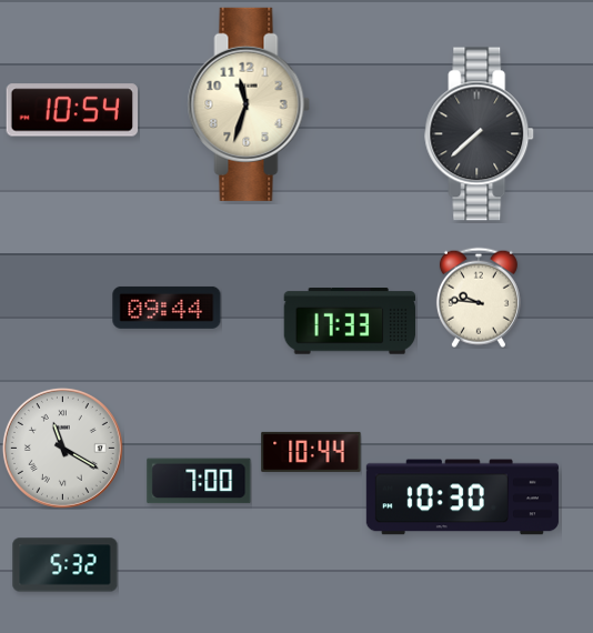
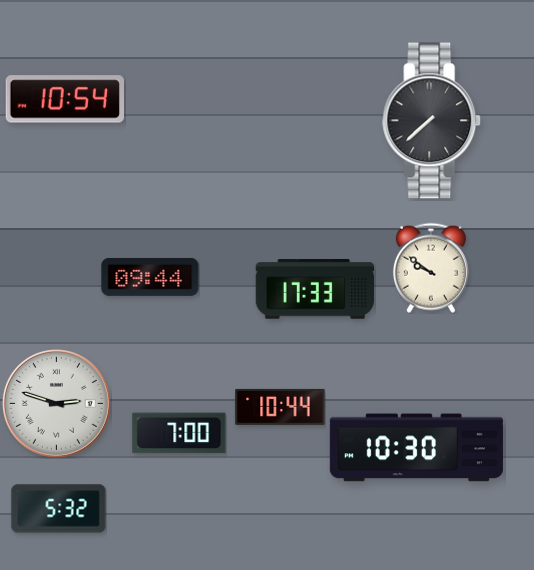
clock at (249, 104): 11:33 -> none
clock at (479, 298): 9:46 -> 9:51
clock at (62, 448): 11:20 -> 2:48
